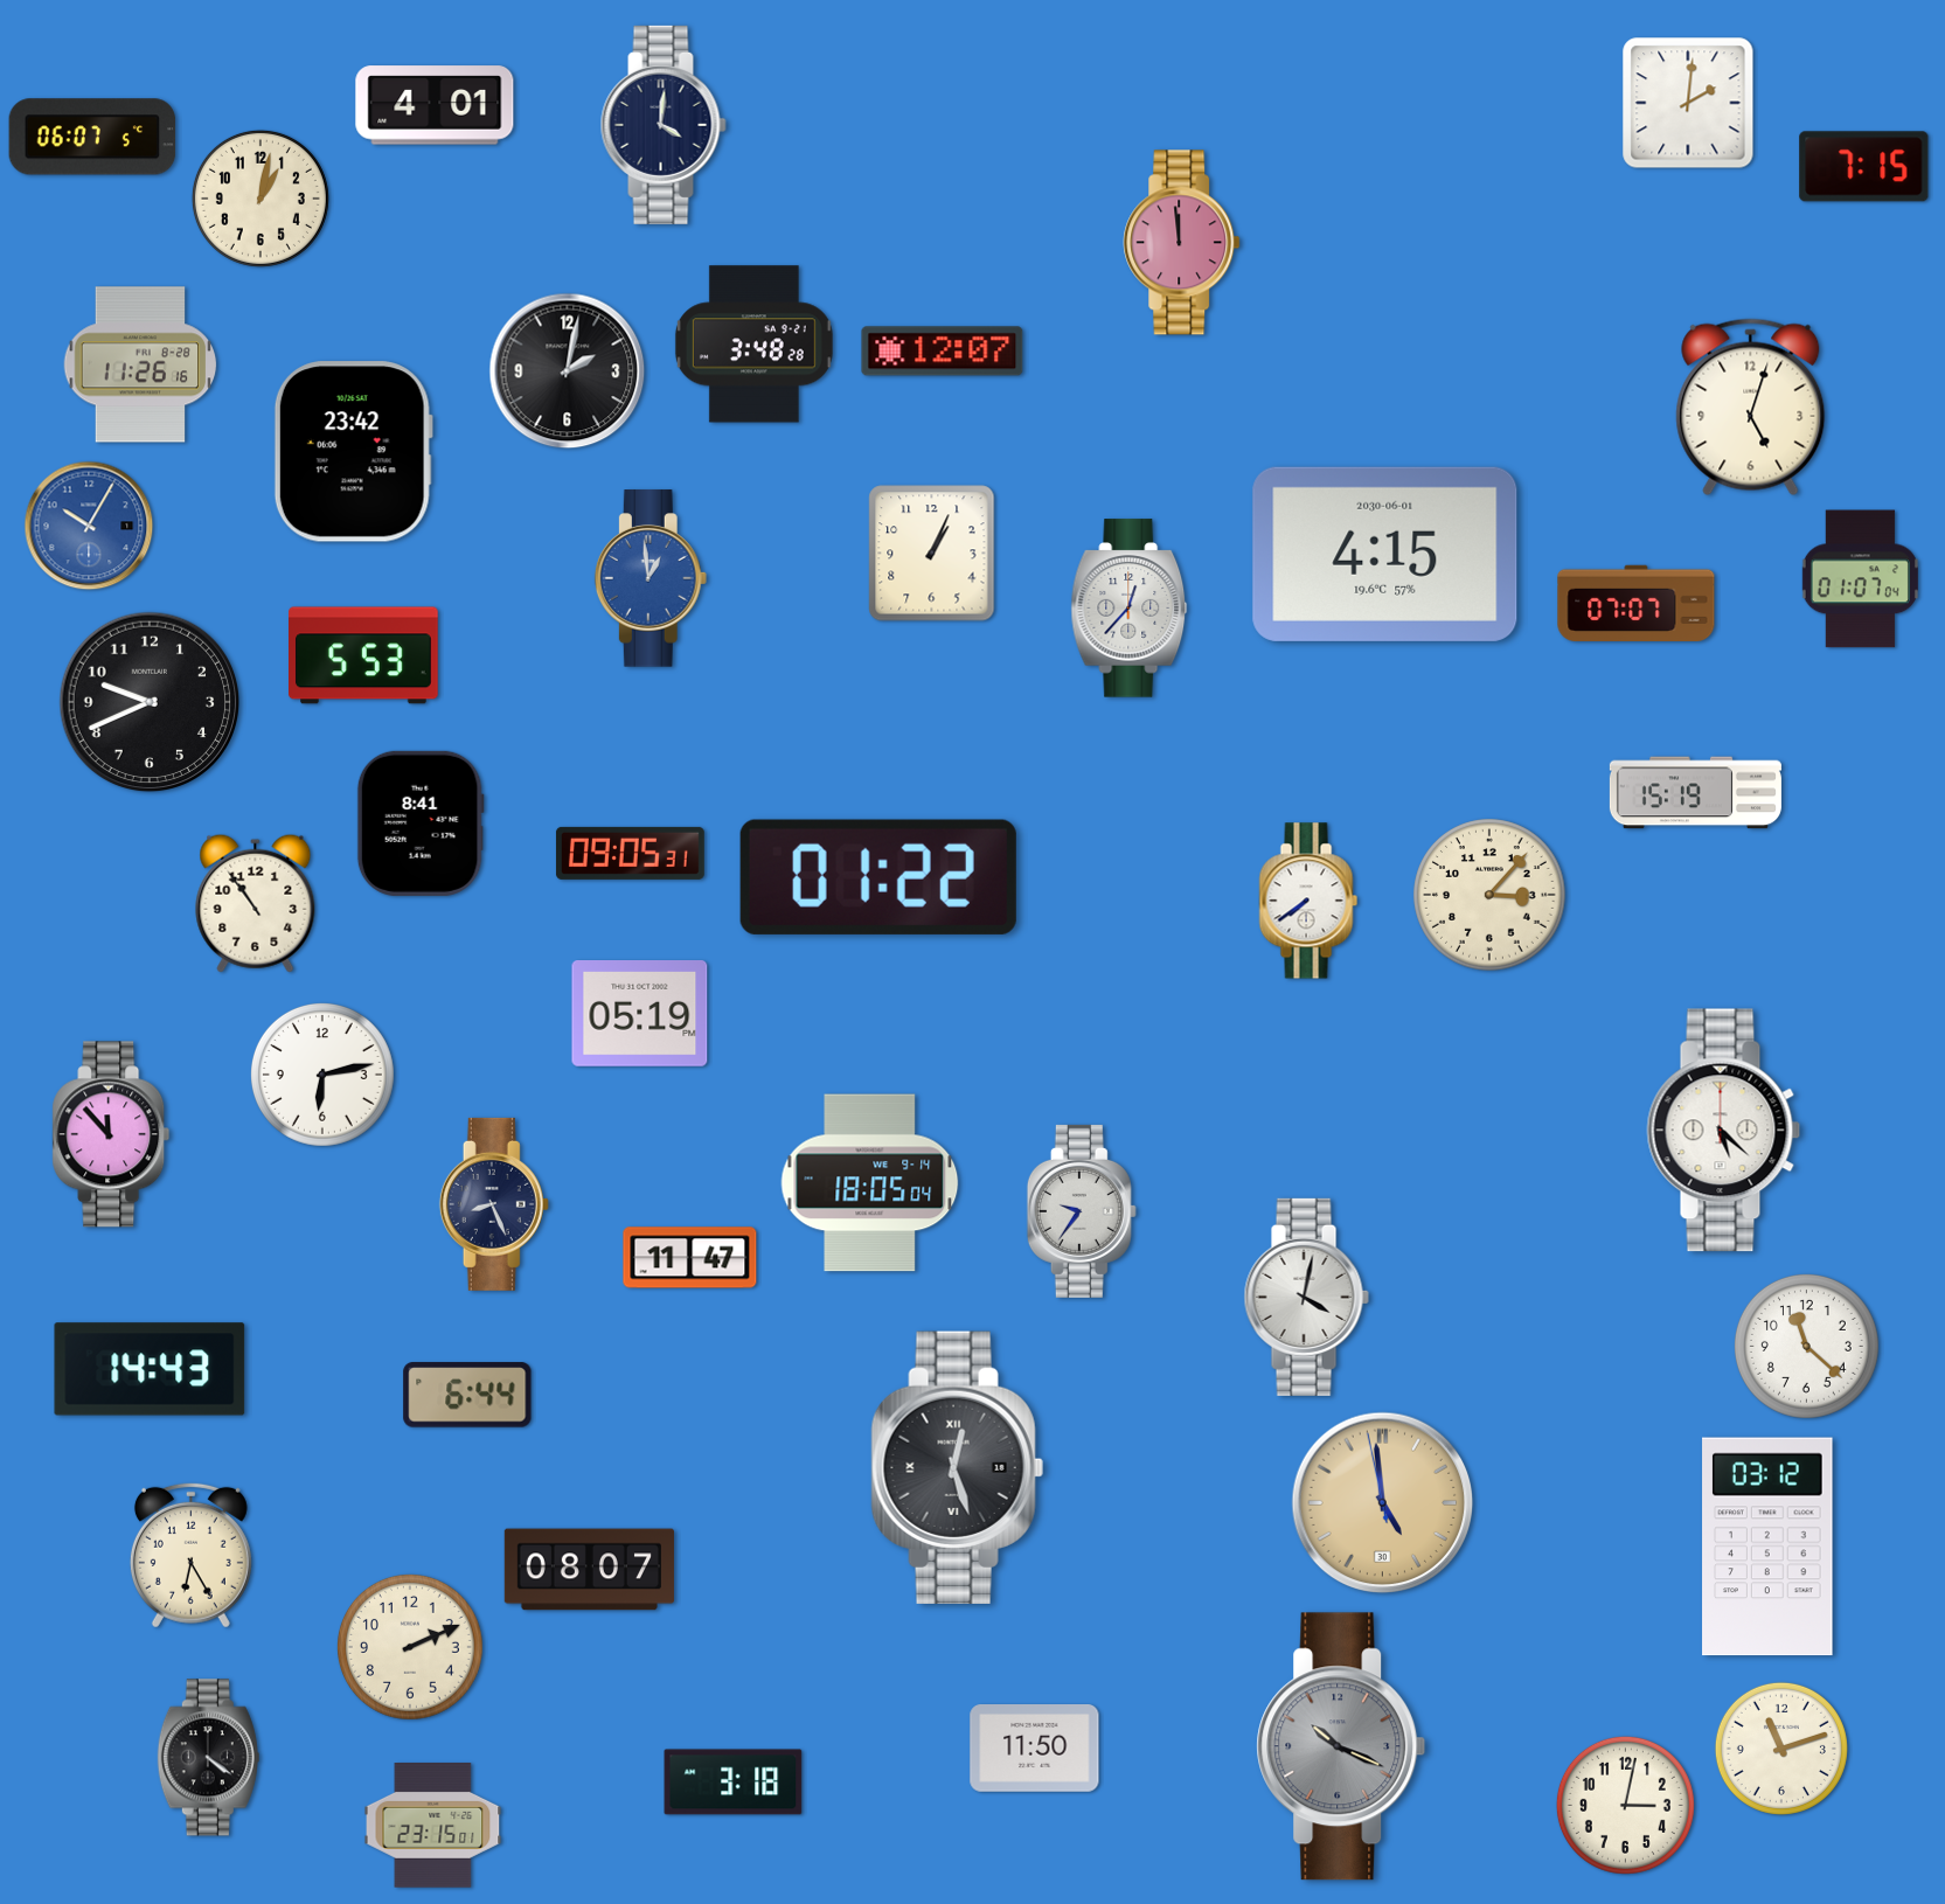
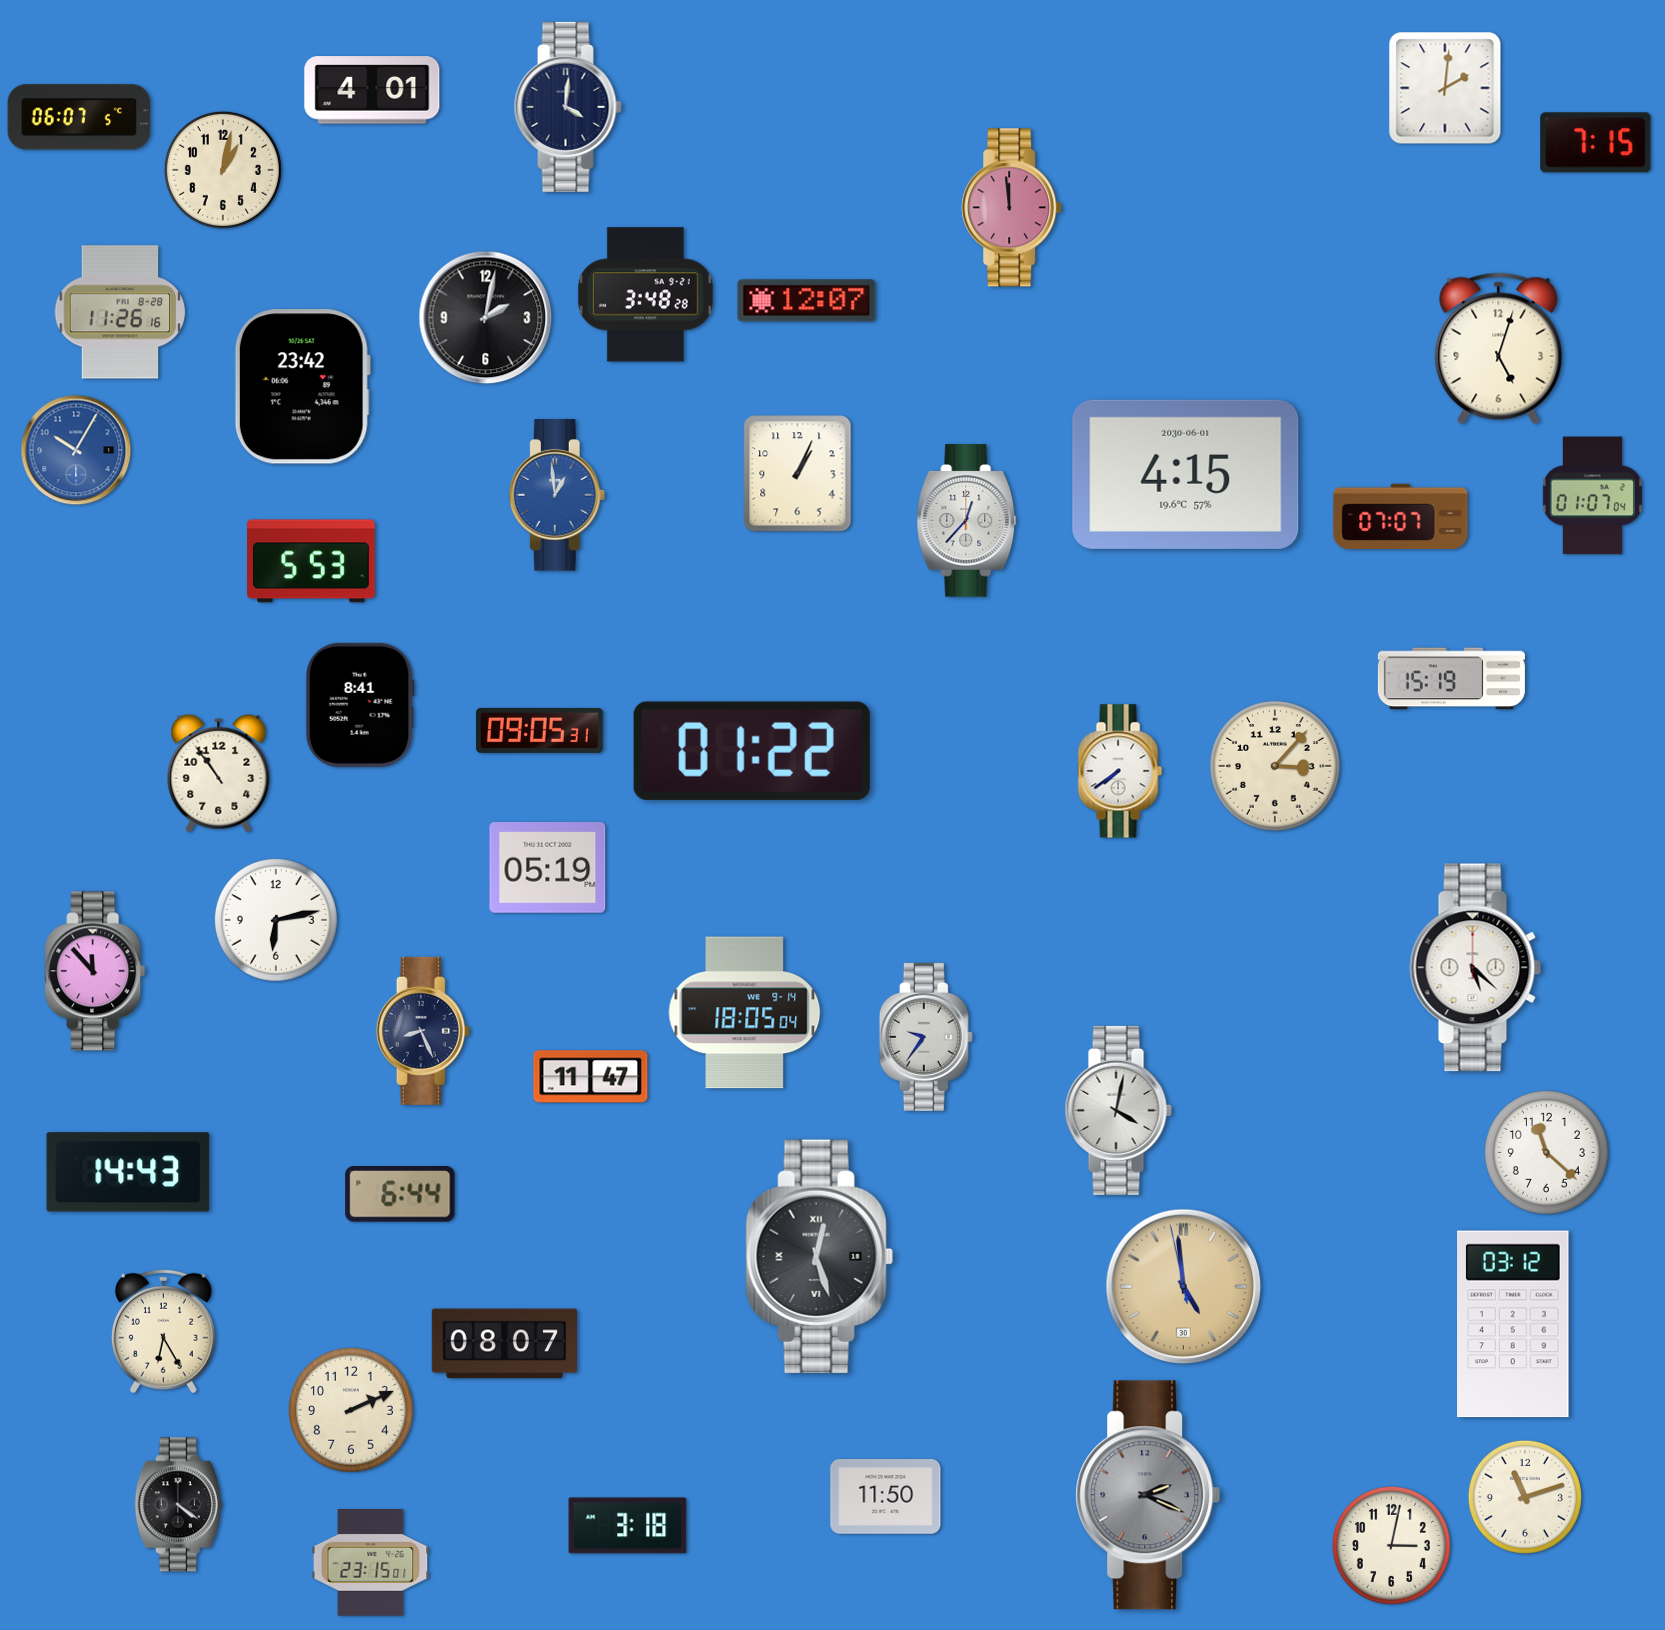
clock at (150, 702): 9:41 -> none
clock at (1341, 1746): 10:19 -> 2:19
